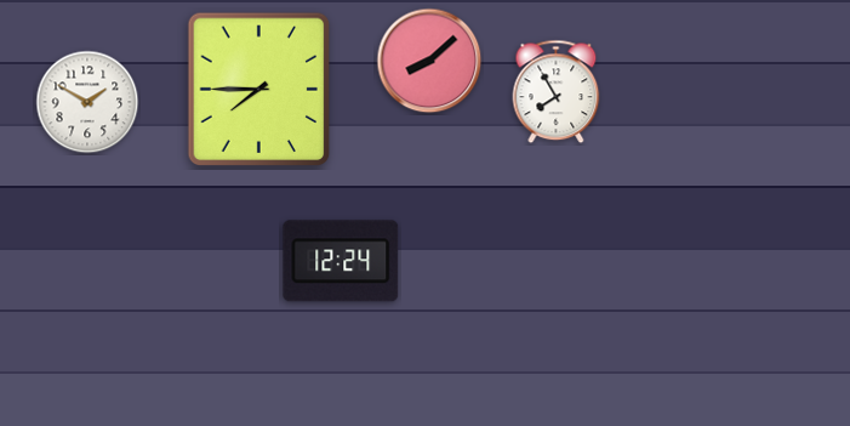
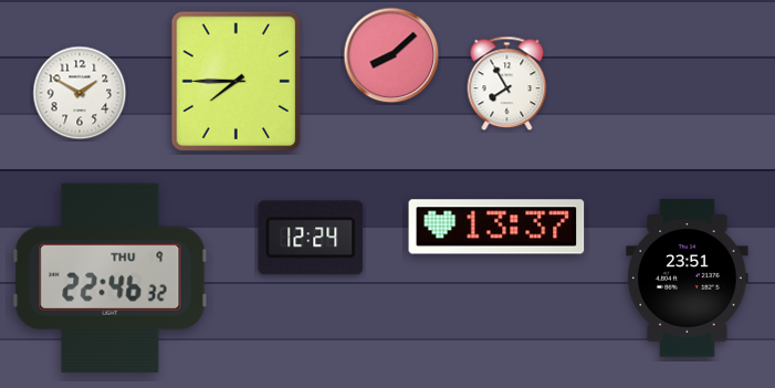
clock at (496, 227): none -> 13:37
clock at (111, 277): none -> 22:46
clock at (688, 279): none -> 23:51
